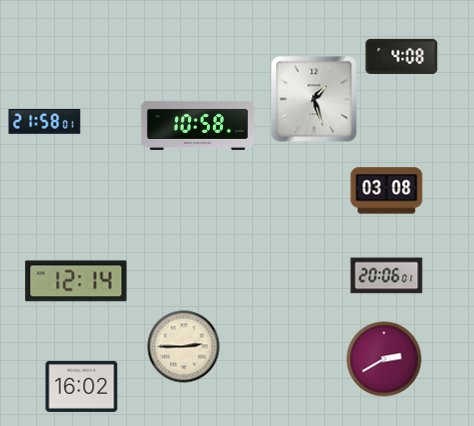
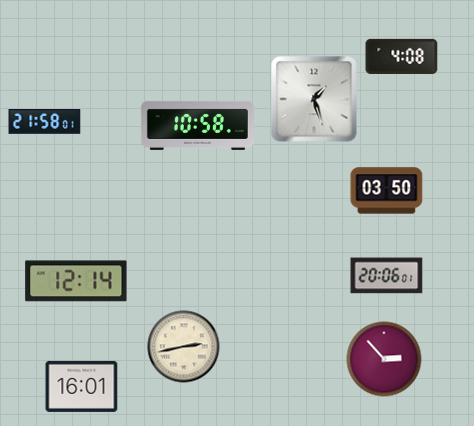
clock at (387, 191): 03:08 -> 03:50
clock at (184, 347): 2:45 -> 2:43
clock at (384, 359): 2:40 -> 2:53
clock at (82, 386): 16:02 -> 16:01
